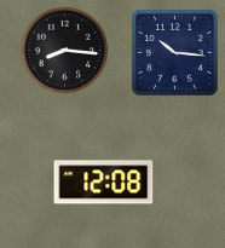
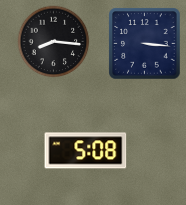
clock at (175, 53): 10:16 -> 3:16
clock at (104, 183): 12:08 -> 5:08
